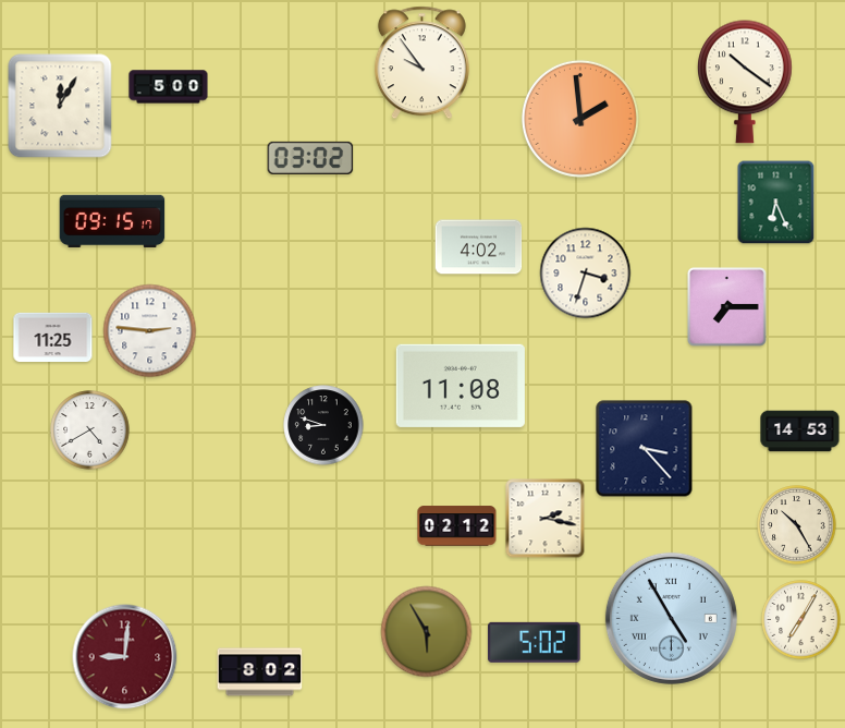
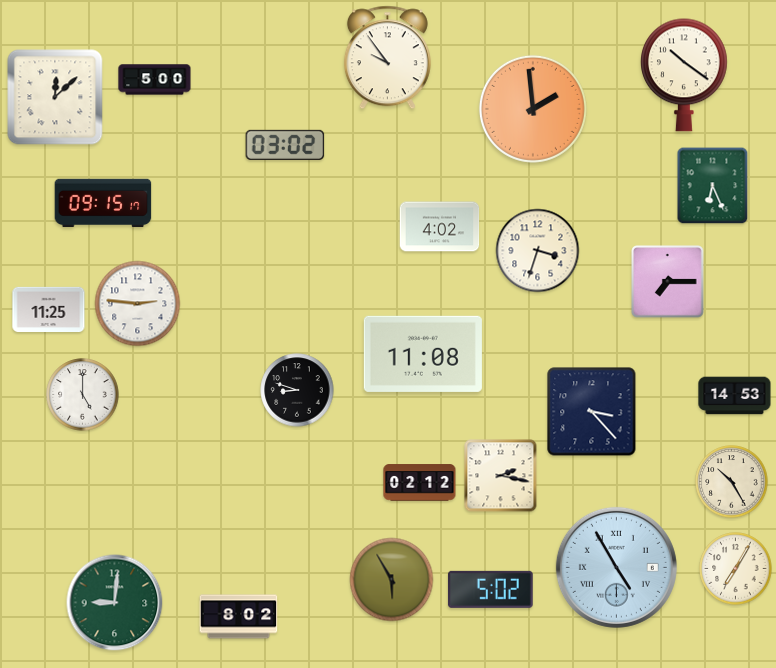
clock at (60, 106): 12:05 -> 12:08
clock at (90, 430): 4:40 -> 5:00
clock at (125, 657) dial: burgundy -> green
